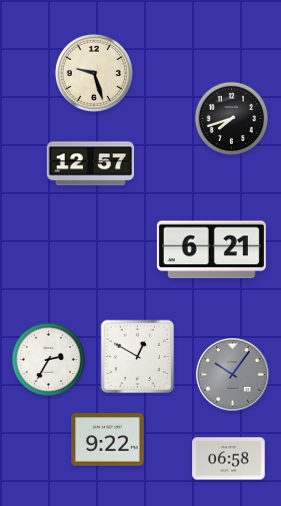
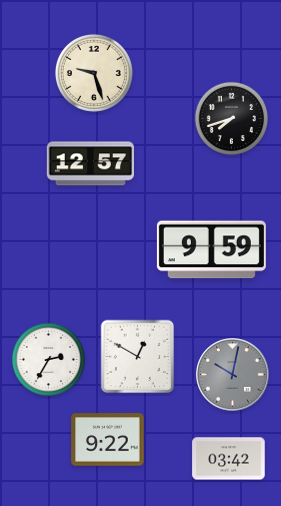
clock at (211, 250): 6:21 -> 9:59
clock at (233, 375): 10:06 -> 10:02
clock at (229, 459): 06:58 -> 03:42
